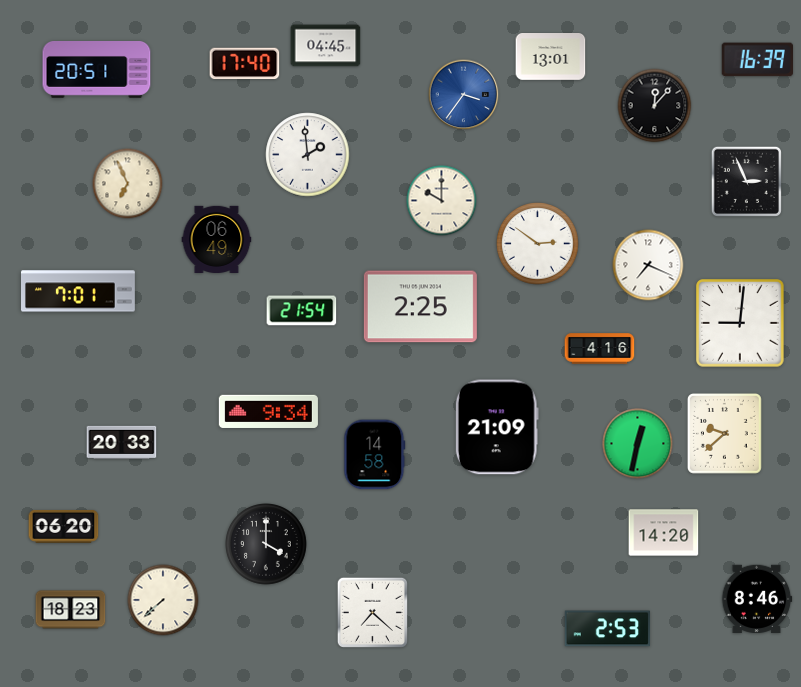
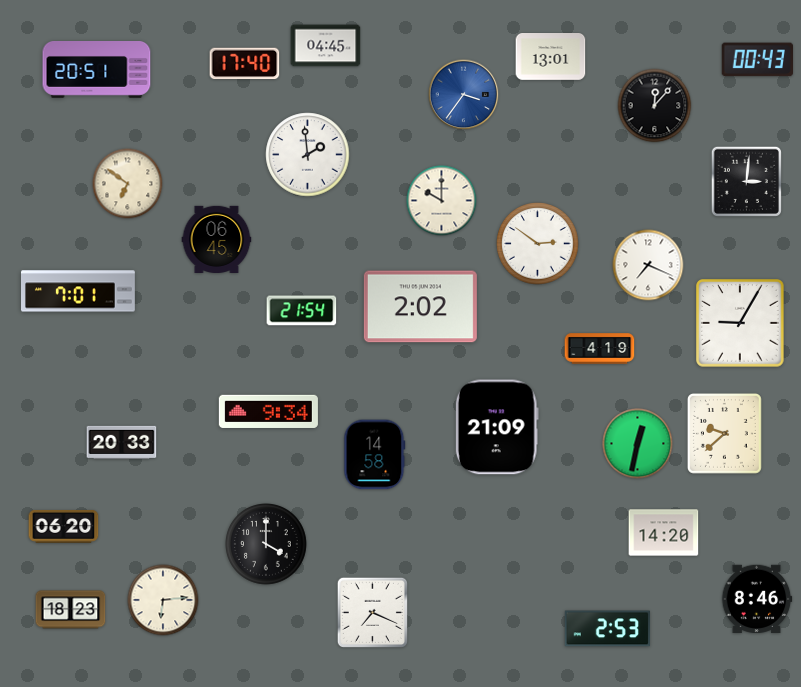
clock at (757, 60): 16:39 -> 00:43
clock at (746, 181): 2:56 -> 3:01
clock at (128, 184): 6:56 -> 6:51
clock at (217, 239): 06:49 -> 06:45
clock at (420, 307): 2:25 -> 2:02
clock at (740, 323): 9:01 -> 9:05
clock at (600, 349): 4:16 -> 4:19
clock at (163, 600): 7:38 -> 6:14
clock at (372, 612): 7:22 -> 7:19
